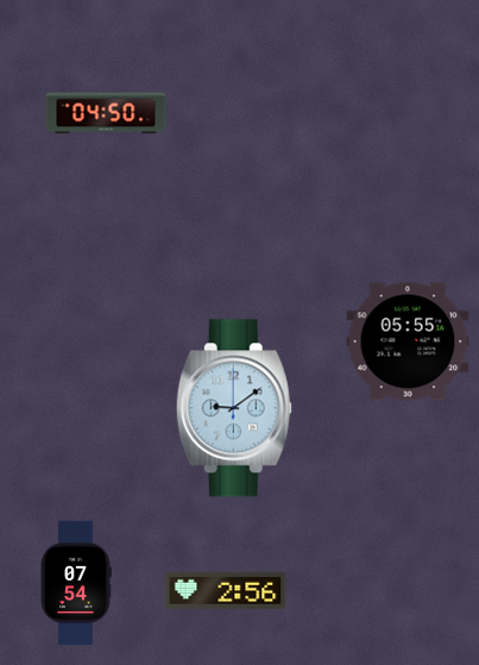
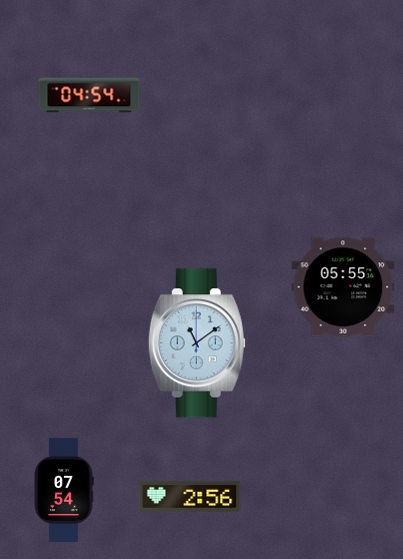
clock at (106, 113): 04:50 -> 04:54
clock at (234, 408): 9:09 -> 11:09
